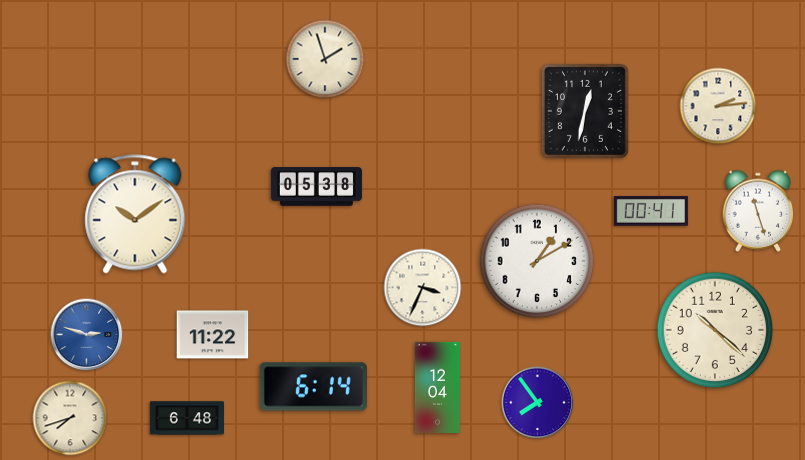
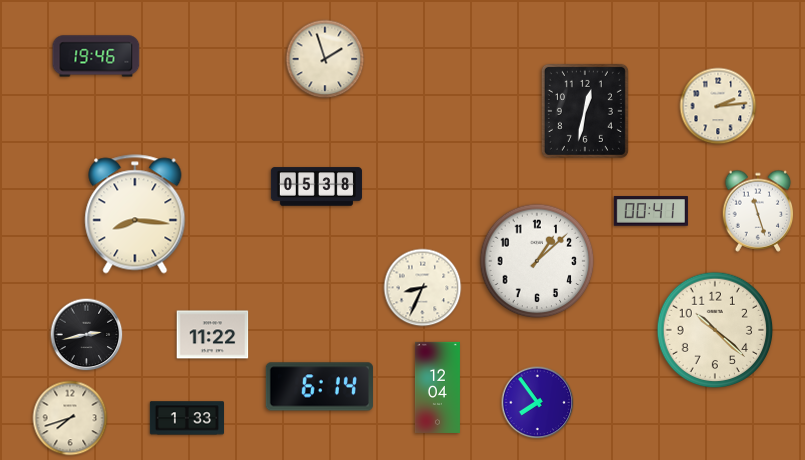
clock at (96, 56): none -> 19:46
clock at (135, 214): 10:09 -> 8:16
clock at (537, 261): 1:10 -> 1:08
clock at (423, 288): 3:34 -> 8:34
clock at (87, 335): 2:48 -> 2:43
clock at (87, 335) dial: blue -> black
clock at (313, 387) position: (313, 387) -> (319, 387)
clock at (186, 418): 6:48 -> 1:33
